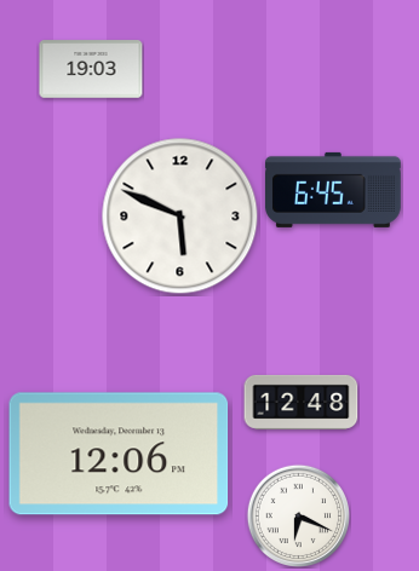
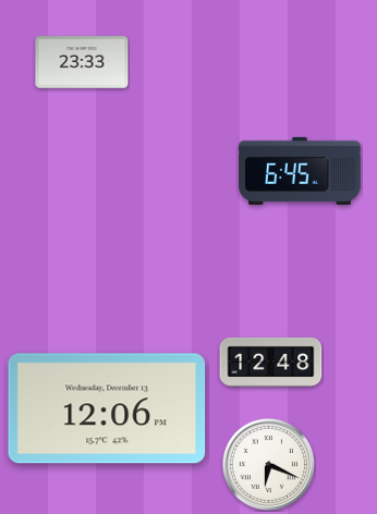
clock at (91, 69): 19:03 -> 23:33
clock at (180, 217): 5:49 -> none
